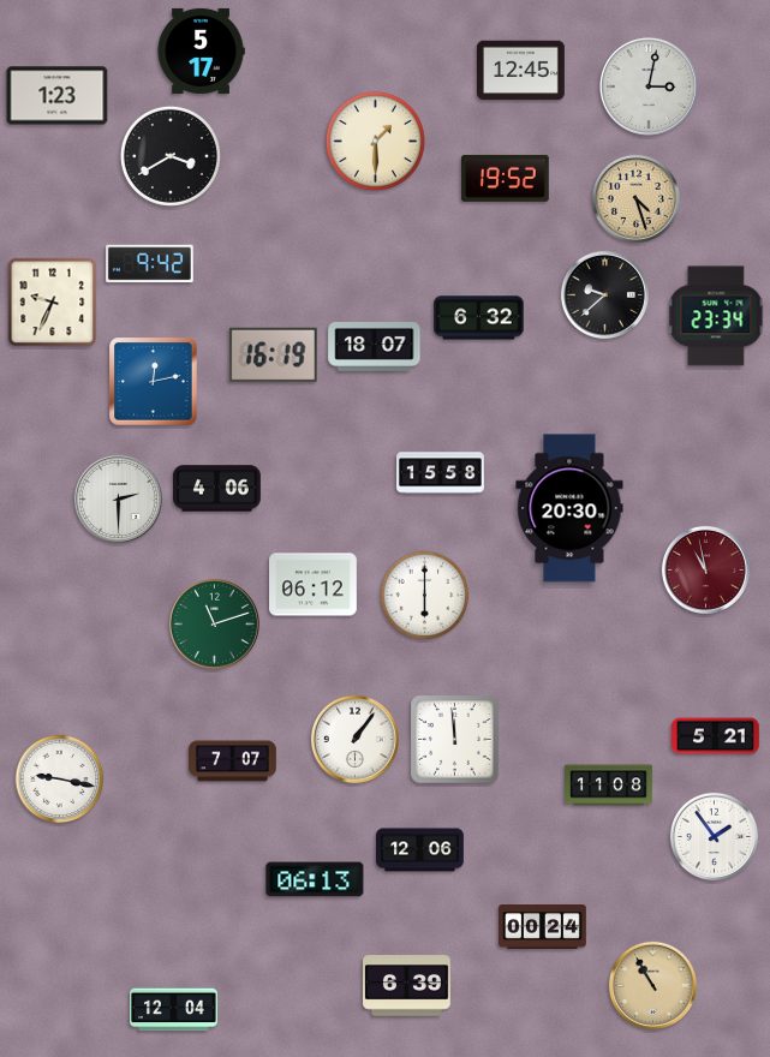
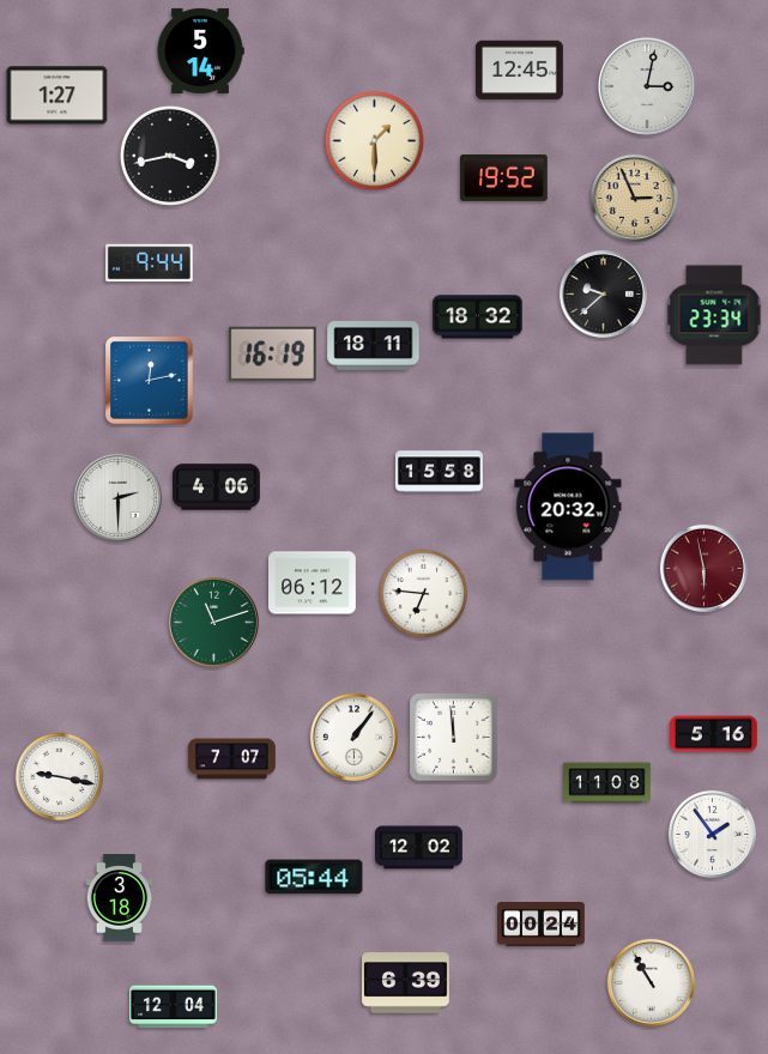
clock at (201, 50): 5:17 -> 5:14
clock at (58, 96): 1:23 -> 1:27
clock at (171, 156): 3:40 -> 3:43
clock at (635, 198): 4:27 -> 2:56
clock at (150, 264): 9:42 -> 9:44
clock at (53, 303): 9:34 -> none
clock at (479, 318): 6:32 -> 18:32
clock at (375, 347): 18:07 -> 18:11
clock at (154, 382) position: (154, 382) -> (150, 381)
clock at (569, 508): 20:30 -> 20:32
clock at (705, 569): 10:58 -> 5:58
clock at (425, 596): 6:00 -> 6:46
clock at (716, 736): 5:21 -> 5:16
clock at (420, 850): 12:06 -> 12:02
clock at (315, 879): 06:13 -> 05:44
clock at (120, 898): none -> 3:18
clock at (652, 985) dial: champagne -> white
